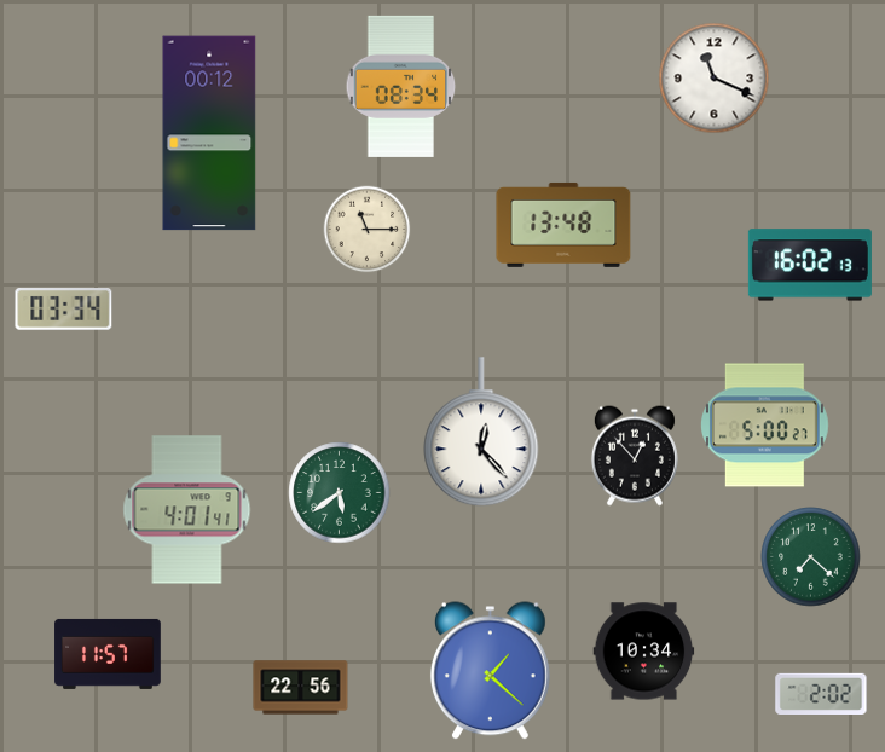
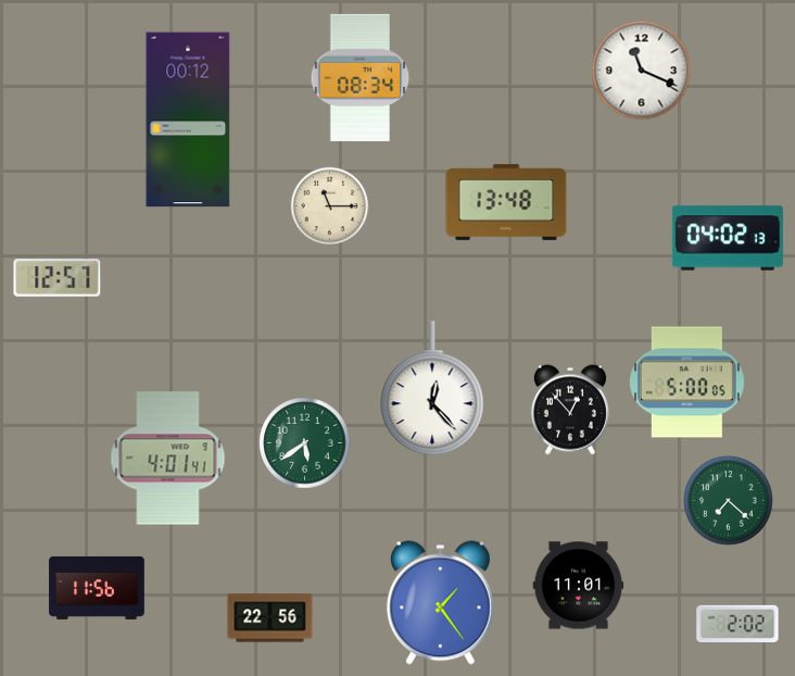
clock at (810, 265): 16:02 -> 04:02
clock at (64, 310): 03:34 -> 12:57
clock at (765, 426): 5:00:27 -> 5:00:05
clock at (644, 652): 10:34 -> 11:01
clock at (108, 654): 11:57 -> 11:56
clock at (490, 671): 1:22 -> 1:24
